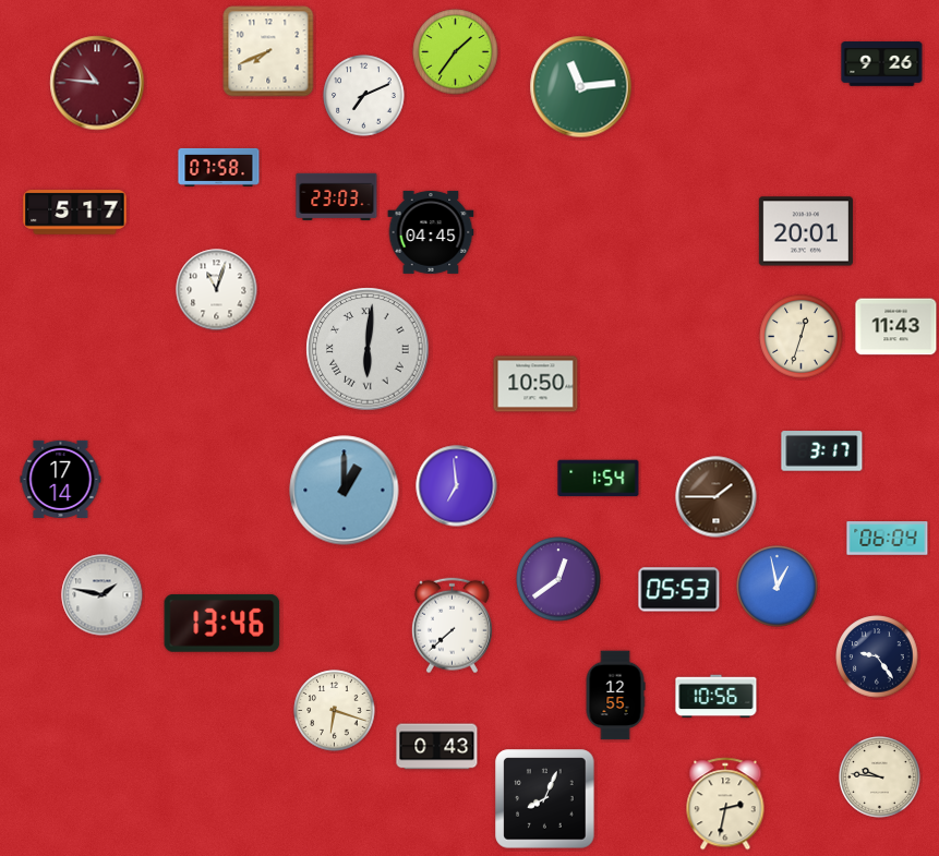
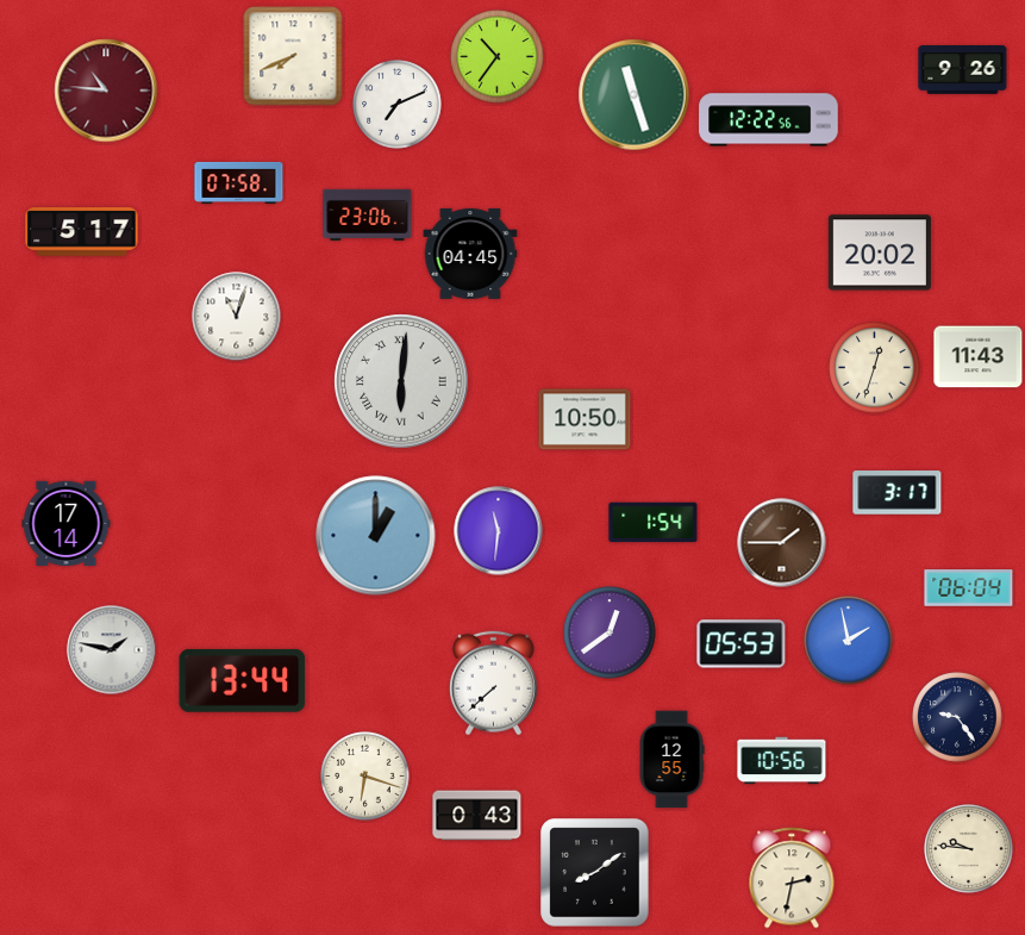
clock at (456, 52): 1:36 -> 10:36
clock at (581, 87): 11:14 -> 11:27
clock at (769, 120): none -> 12:22
clock at (337, 196): 23:03 -> 23:06
clock at (806, 231): 20:01 -> 20:02
clock at (457, 486): 6:59 -> 11:31
clock at (778, 587): 12:58 -> 1:58
clock at (222, 623): 13:46 -> 13:44
clock at (880, 777) position: (880, 777) -> (969, 849)
clock at (545, 799): 8:04 -> 8:09
